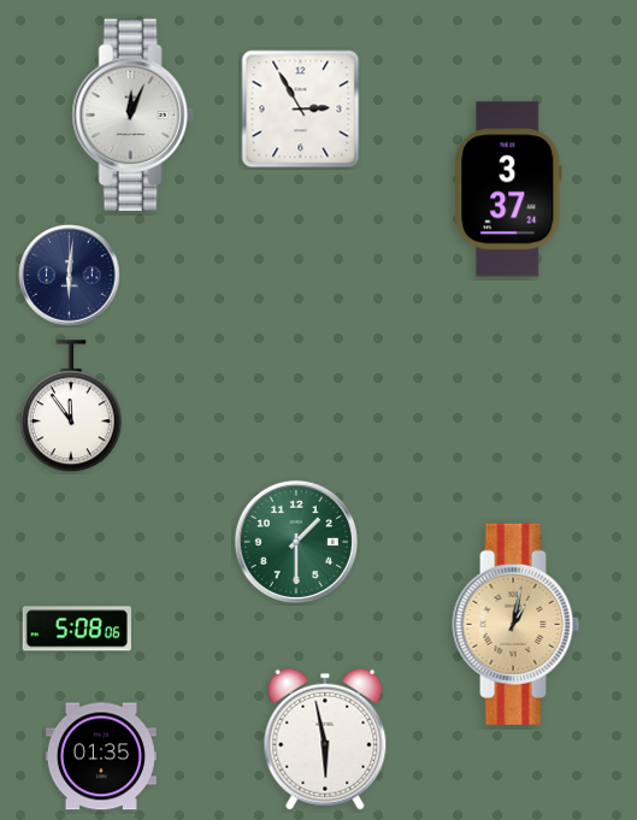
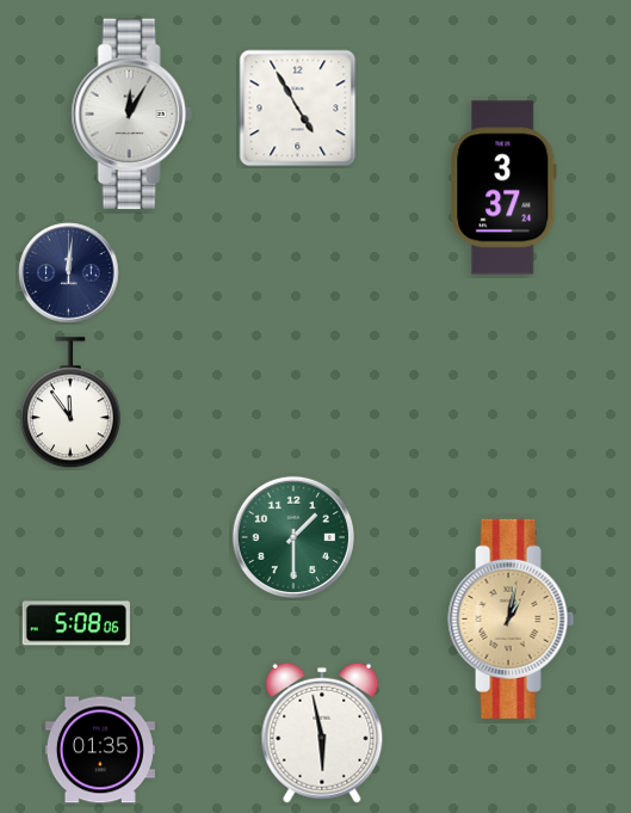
clock at (301, 110): 2:55 -> 4:55
clock at (132, 116): 12:04 -> 12:05
clock at (70, 276): 6:01 -> 12:01
